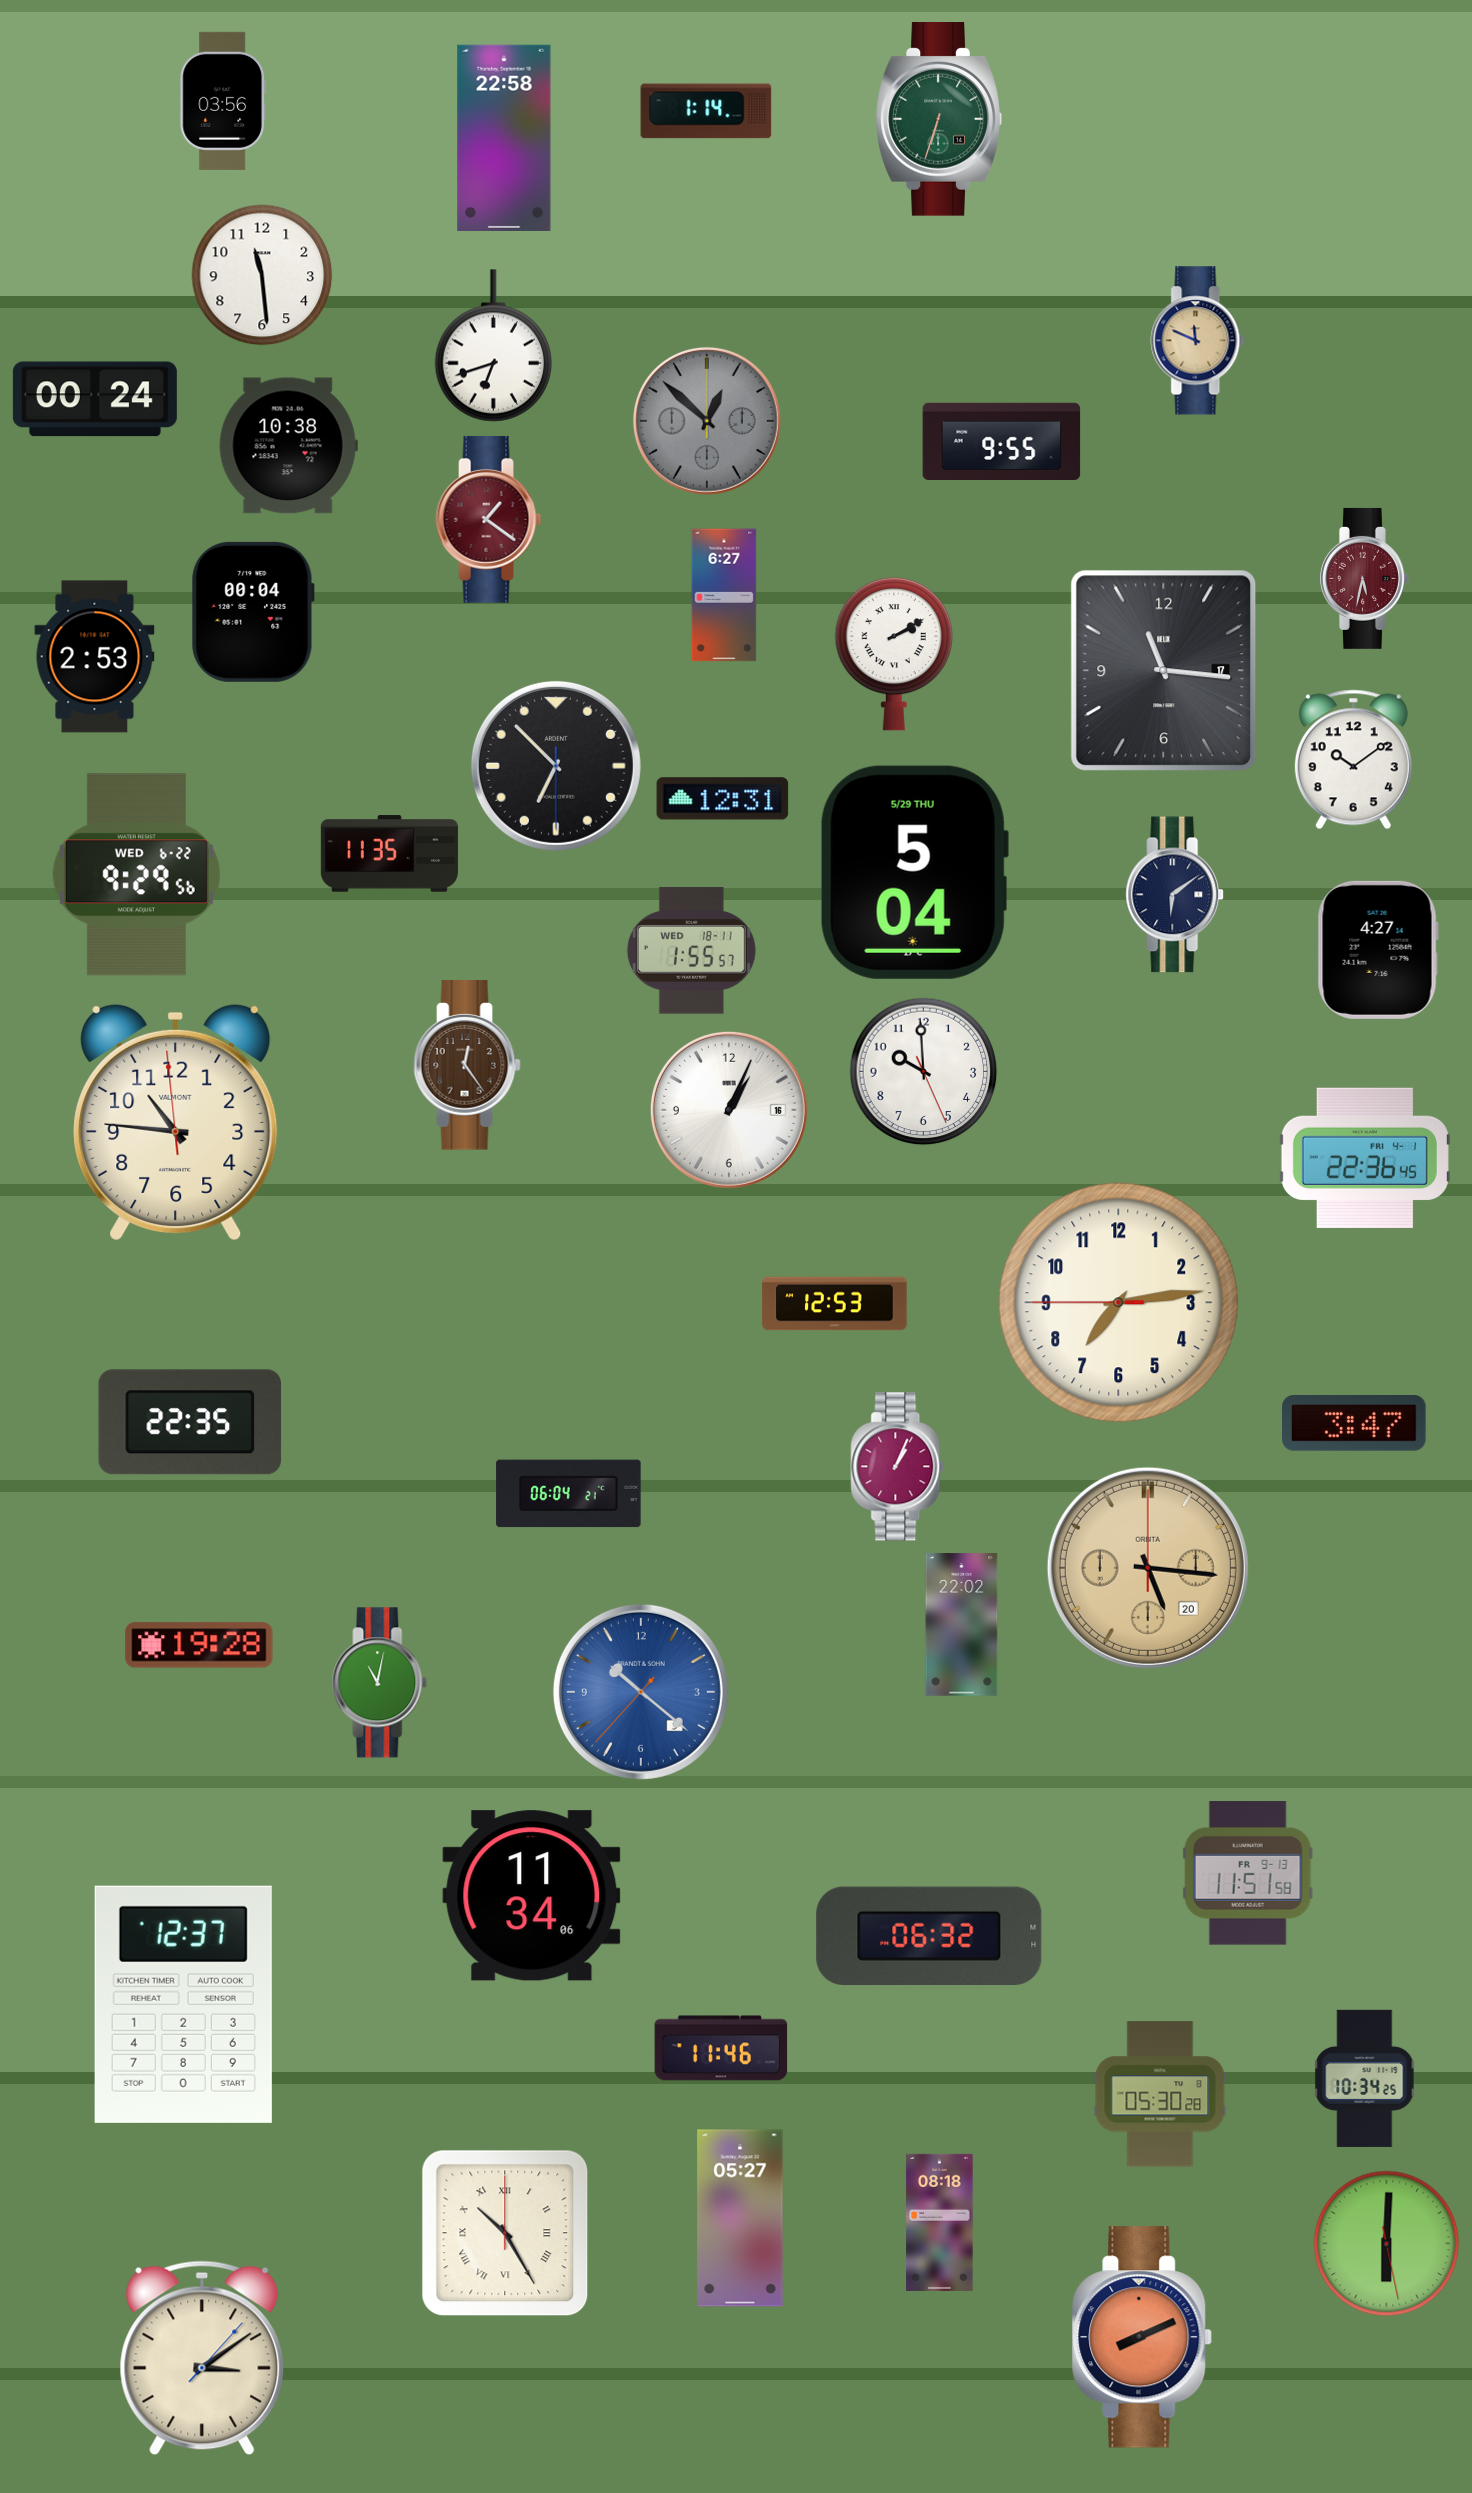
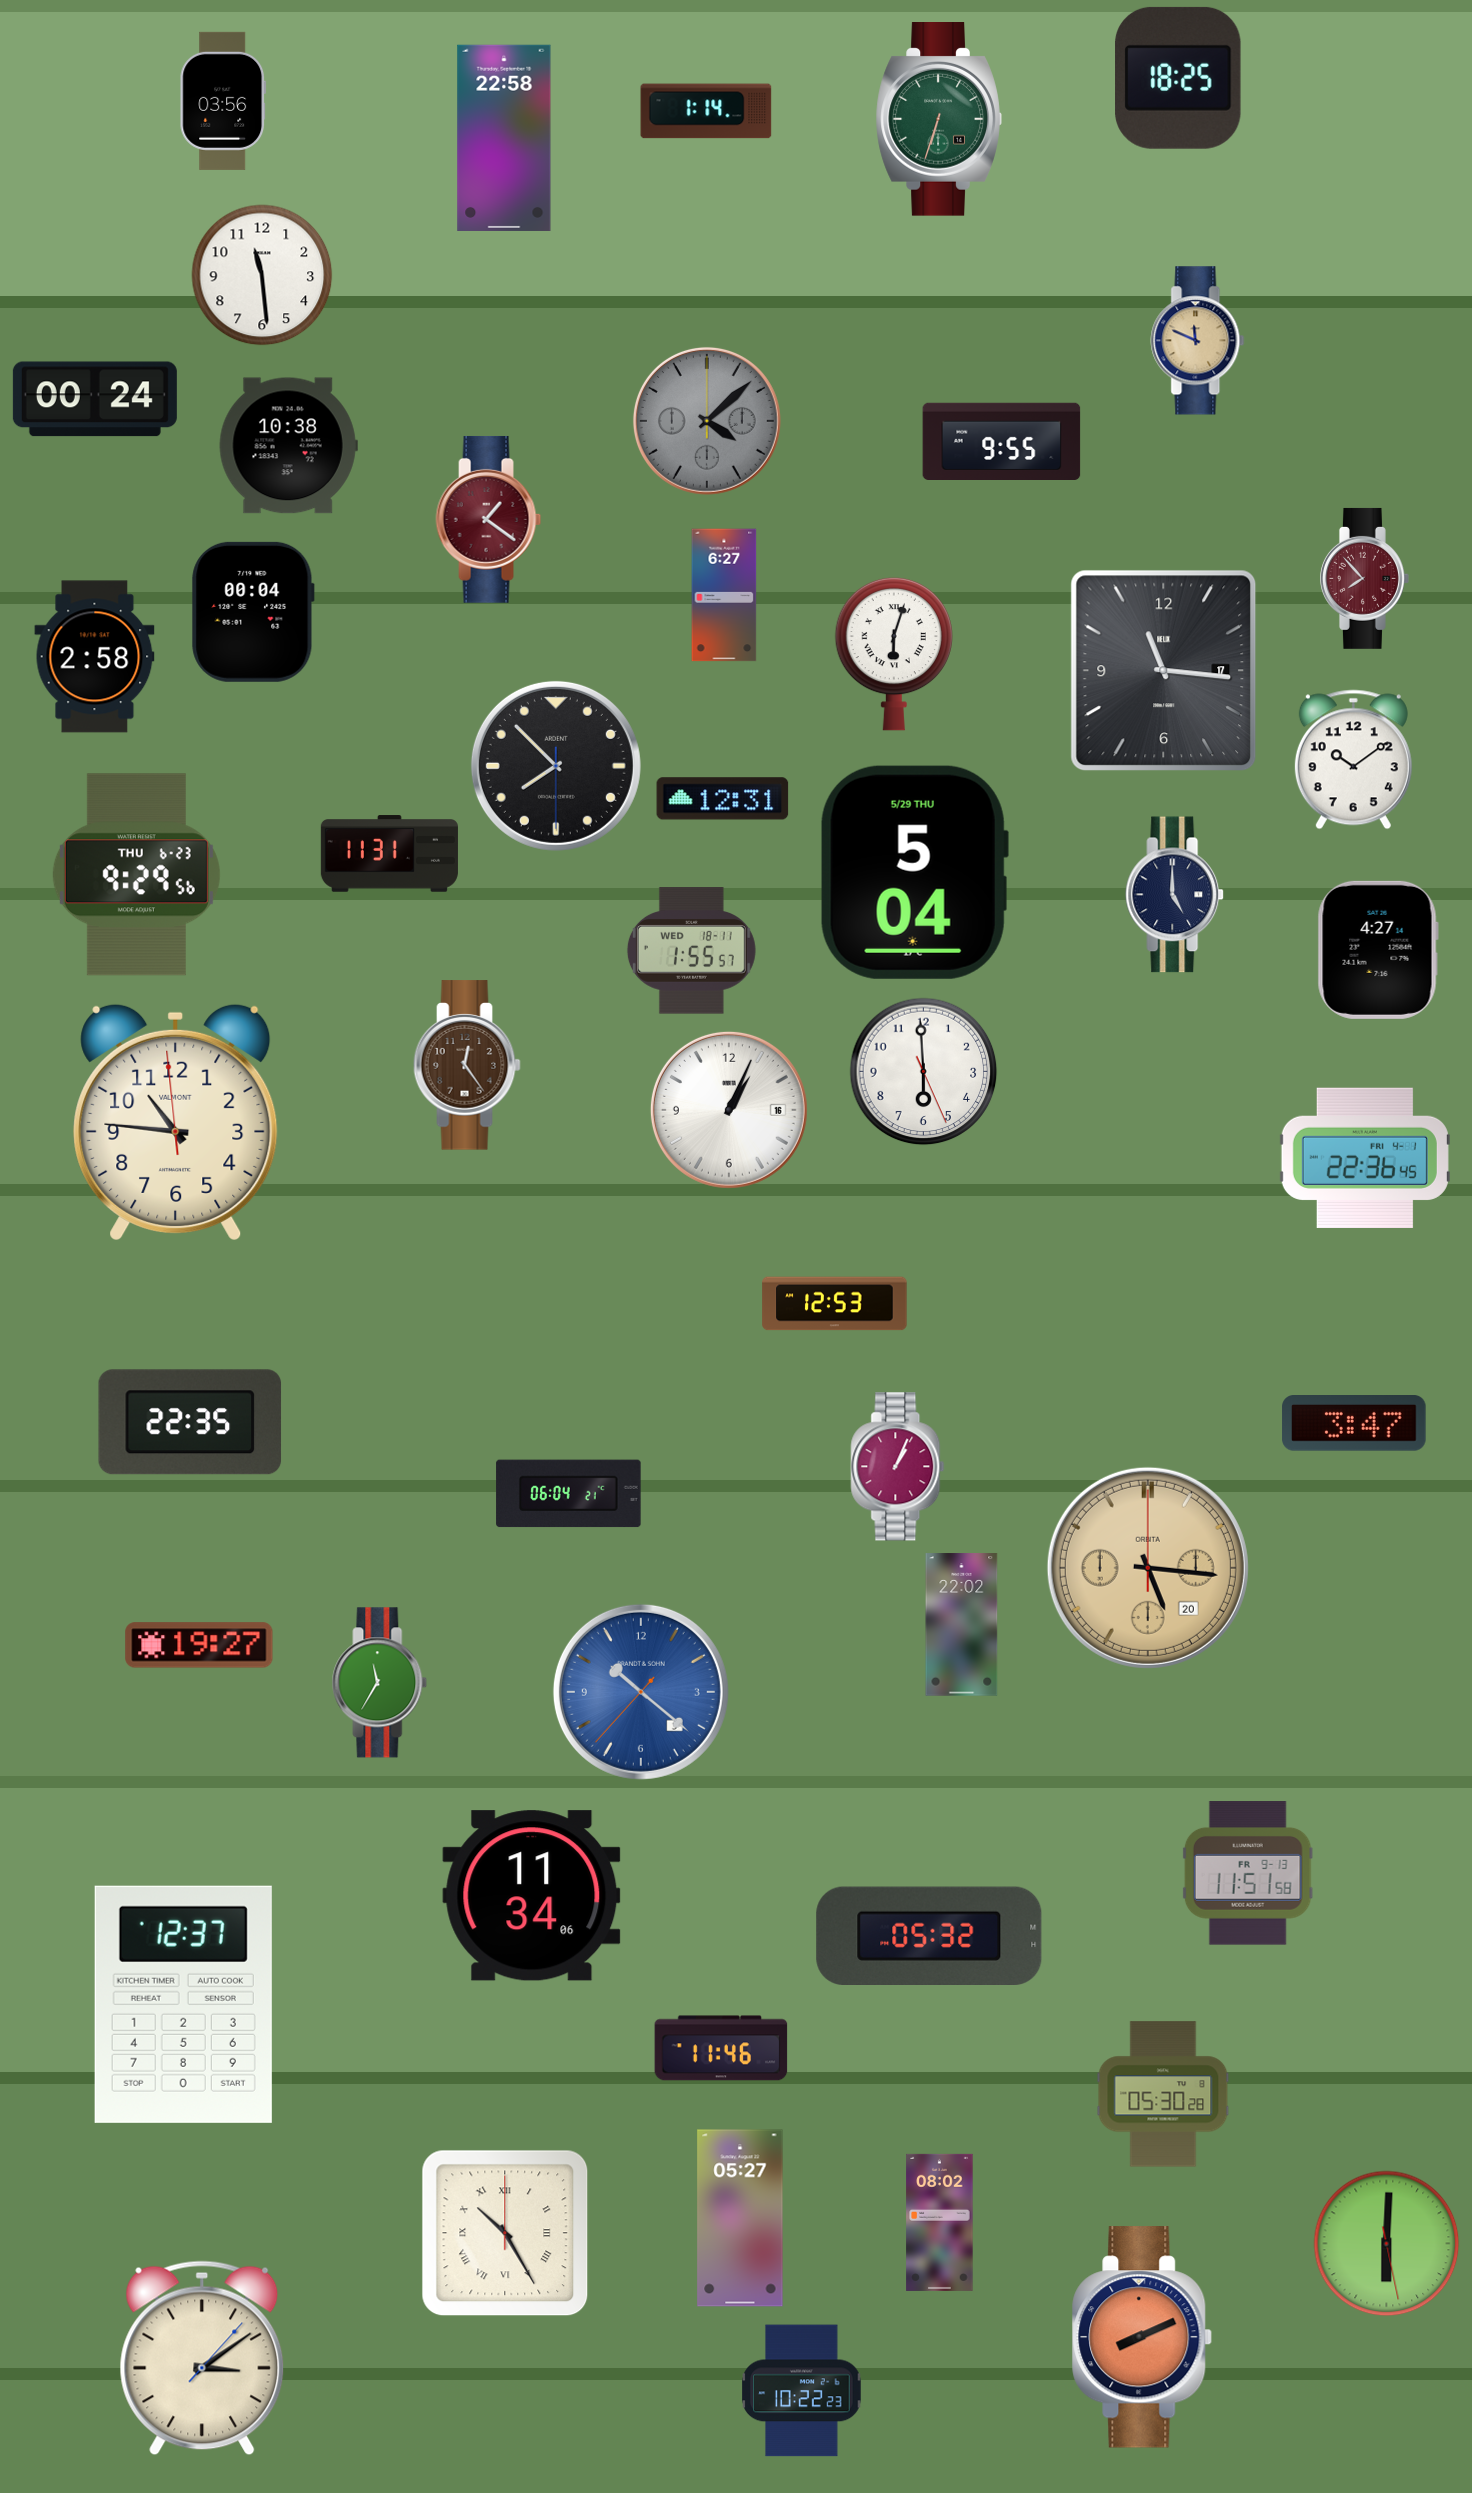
clock at (1178, 78): none -> 18:25
clock at (493, 346): 6:42 -> none
clock at (707, 421): 12:52 -> 4:08
clock at (1365, 578): 5:32 -> 7:53
clock at (894, 654): 2:10 -> 6:03
clock at (95, 657): 2:53 -> 2:58
clock at (556, 766): 6:52 -> 7:52
clock at (389, 854): 11:35 -> 11:31
clock at (136, 875) date: WED 6-22 -> THU 6-23
clock at (1175, 895): 6:09 -> 5:00
clock at (924, 1072): 9:59 -> 5:59
clock at (1119, 1303): 7:13 -> none
clock at (199, 1645): 19:28 -> 19:27
clock at (380, 1683): 11:02 -> 11:35
clock at (929, 1935): 06:32 -> 05:32
clock at (1365, 2078): 10:34 -> none
clock at (1160, 2094) position: (1160, 2094) -> (1163, 2094)
clock at (940, 2222): 08:18 -> 08:02
clock at (802, 2391): none -> 10:22
